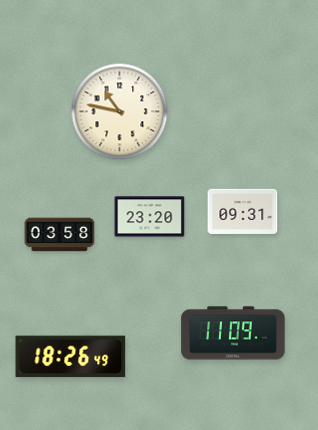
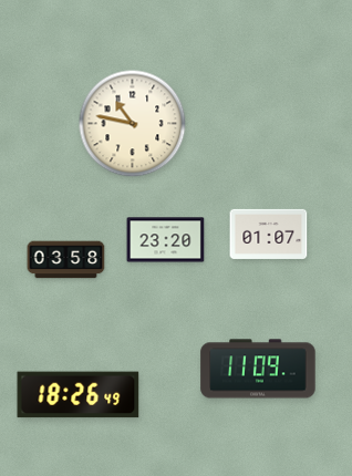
clock at (243, 211): 09:31 -> 01:07
